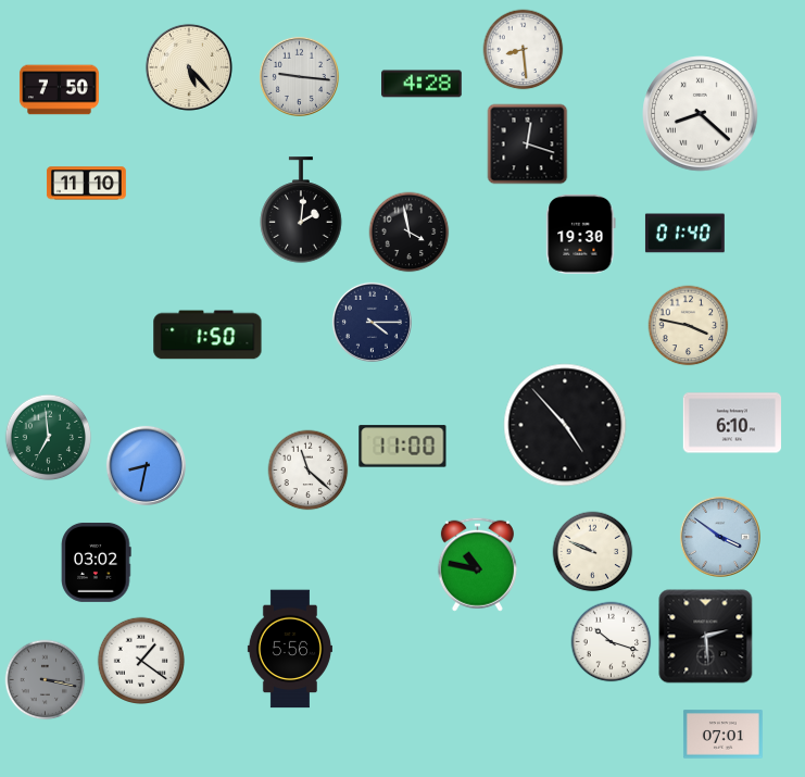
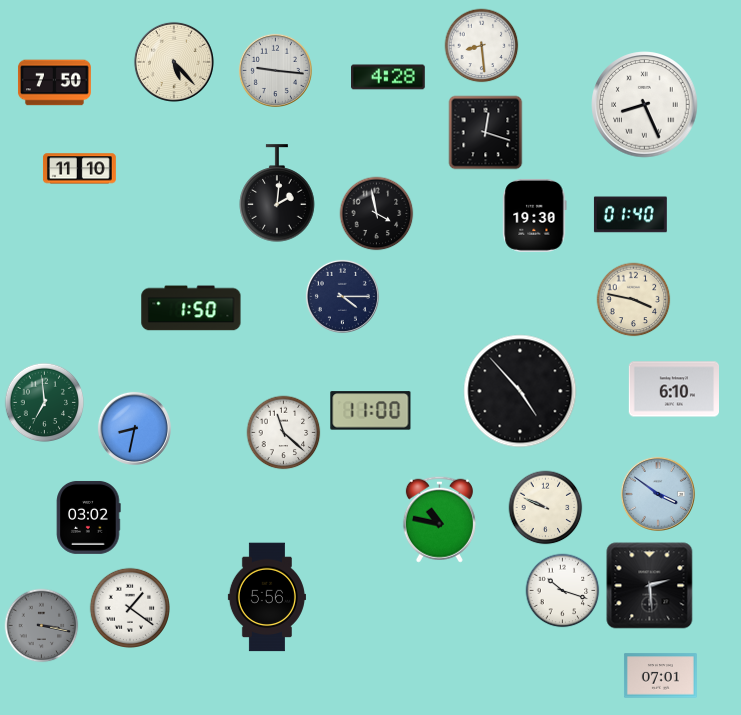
clock at (701, 114): 8:22 -> 8:26
clock at (720, 537) position: (720, 537) -> (658, 494)
clock at (722, 735) position: (722, 735) -> (660, 676)
